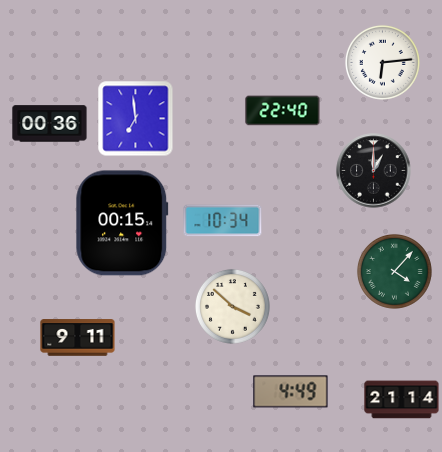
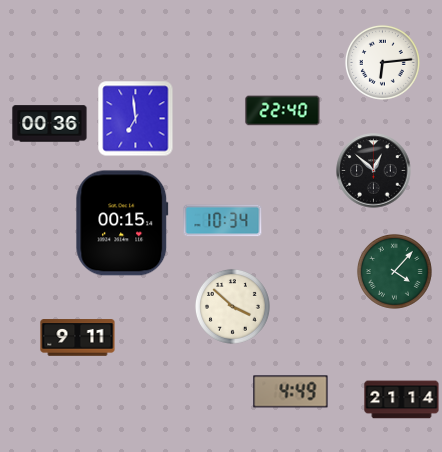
clock at (374, 171): 1:00 -> 12:52
